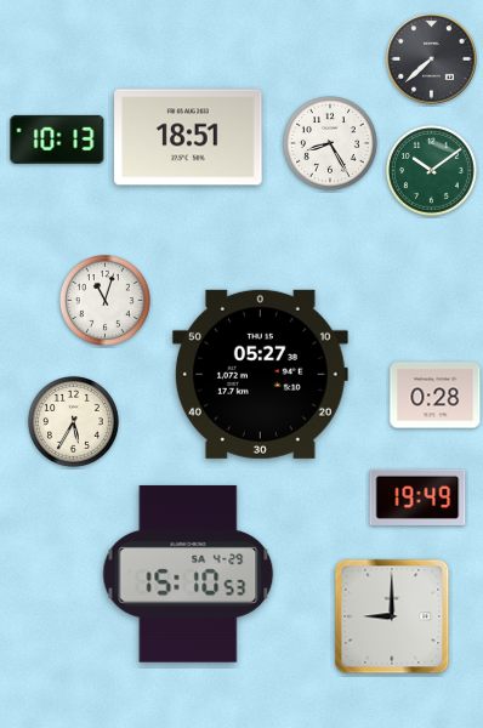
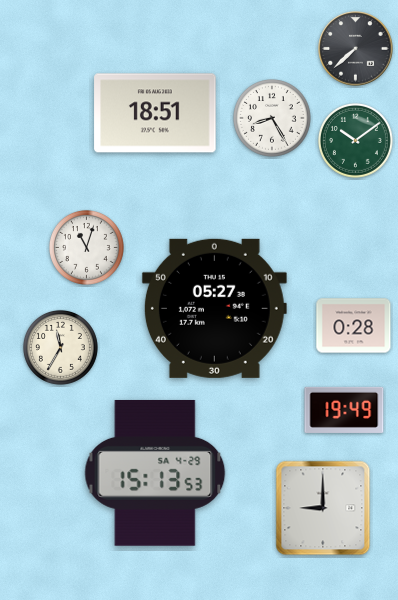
clock at (57, 140): 10:13 -> none
clock at (436, 396) position: (436, 396) -> (354, 326)
clock at (73, 421): 5:35 -> 11:35
clock at (188, 574): 15:10 -> 15:13
